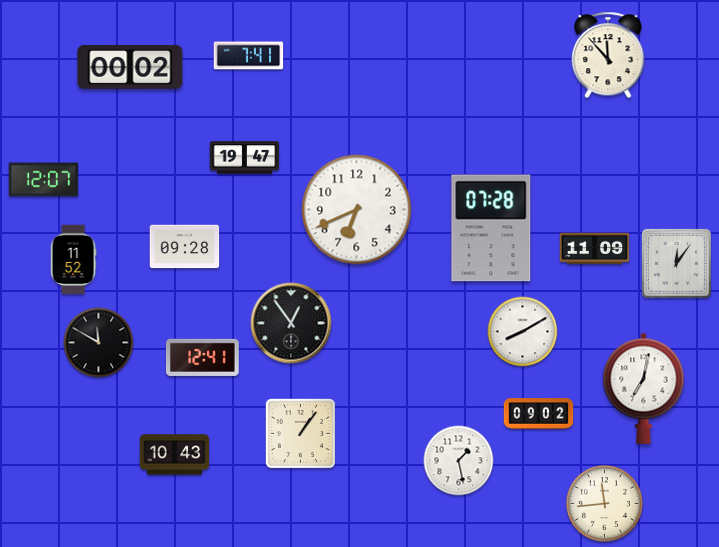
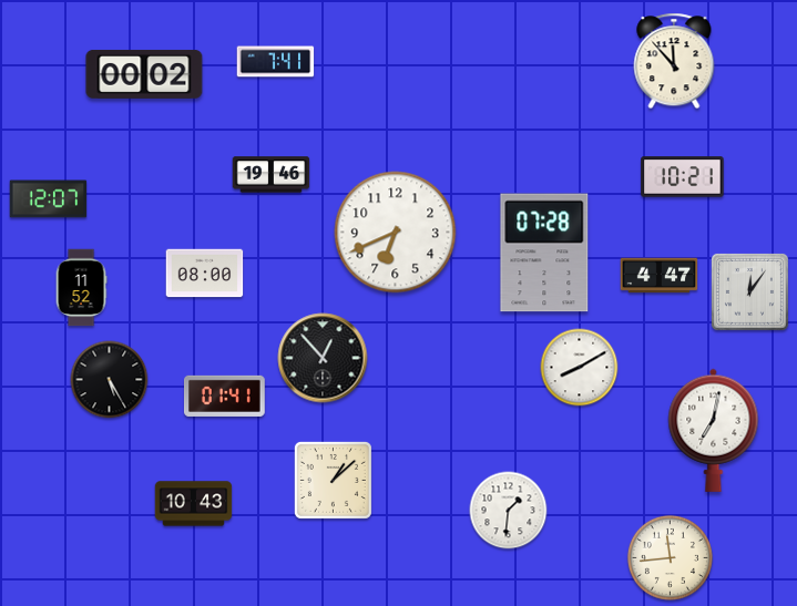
clock at (245, 158): 19:47 -> 19:46
clock at (683, 177): none -> 10:21
clock at (185, 247): 09:28 -> 08:00
clock at (595, 249): 11:09 -> 4:47
clock at (291, 323): 12:54 -> 12:53
clock at (99, 343): 11:50 -> 5:25
clock at (203, 357): 12:41 -> 01:41
clock at (539, 414): 09:02 -> none
clock at (300, 433): 1:06 -> 1:08
clock at (459, 461): 1:28 -> 1:31
